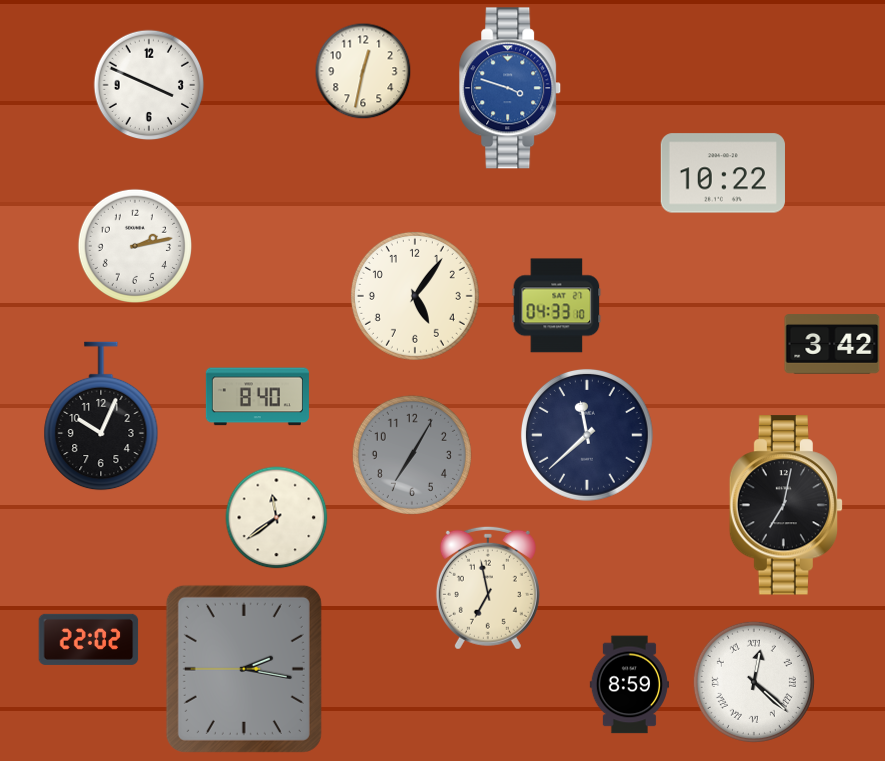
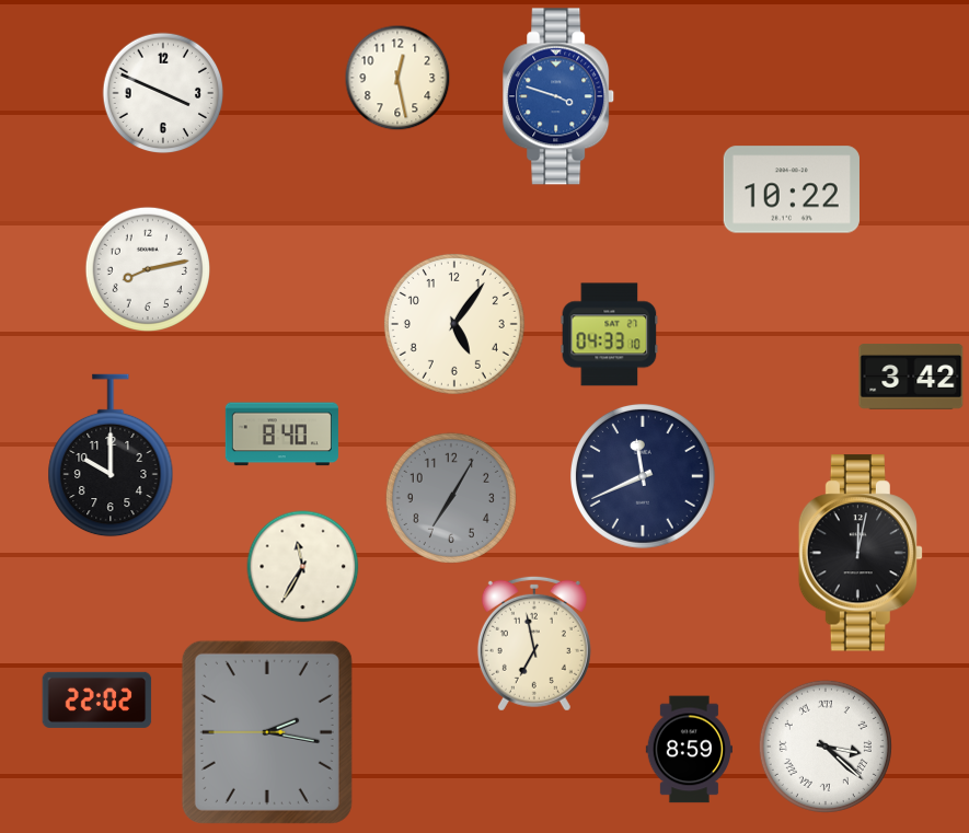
clock at (363, 71): 12:32 -> 12:28
clock at (134, 245): 2:13 -> 8:13
clock at (101, 416): 10:04 -> 10:00
clock at (587, 435): 11:38 -> 11:41
clock at (786, 505): 7:02 -> 12:02
clock at (277, 518): 11:39 -> 11:35
clock at (754, 682): 12:22 -> 3:22
